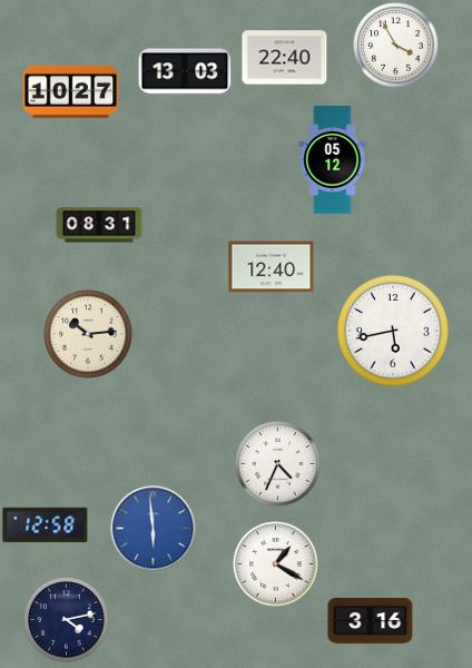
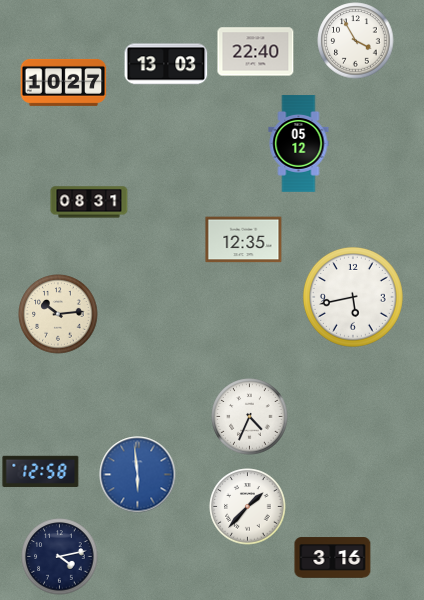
clock at (272, 267): 12:40 -> 12:35
clock at (88, 334) position: (88, 334) -> (58, 314)
clock at (276, 564): 1:20 -> 1:37
